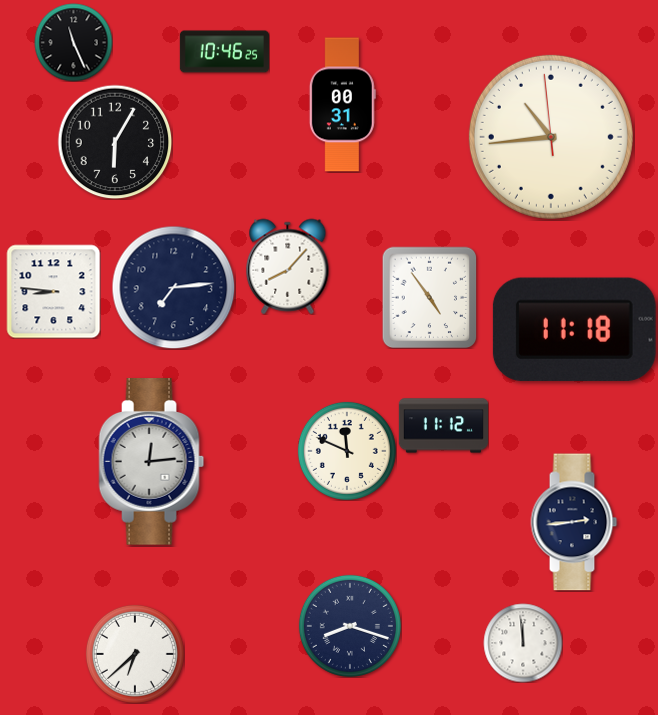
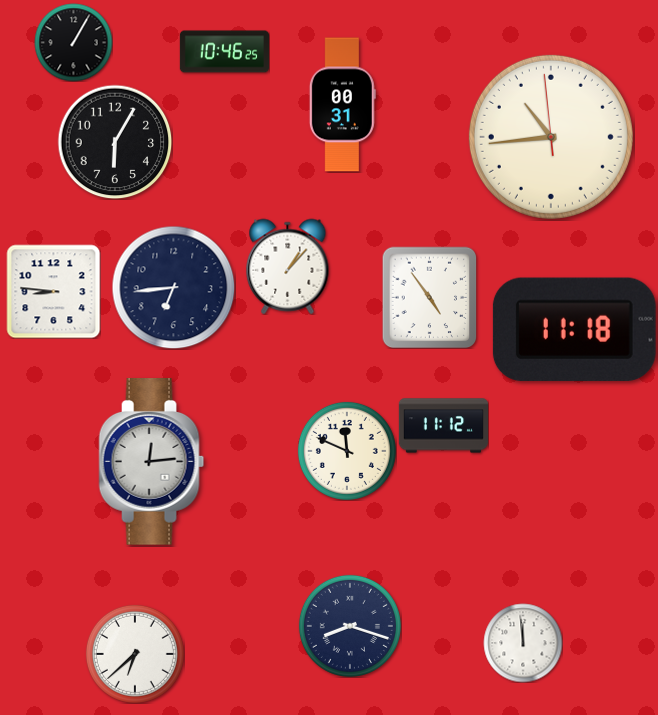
clock at (73, 42): 11:26 -> 1:05
clock at (288, 266): 8:07 -> 1:07
clock at (173, 287): 7:14 -> 6:44
clock at (574, 522): 2:44 -> none
